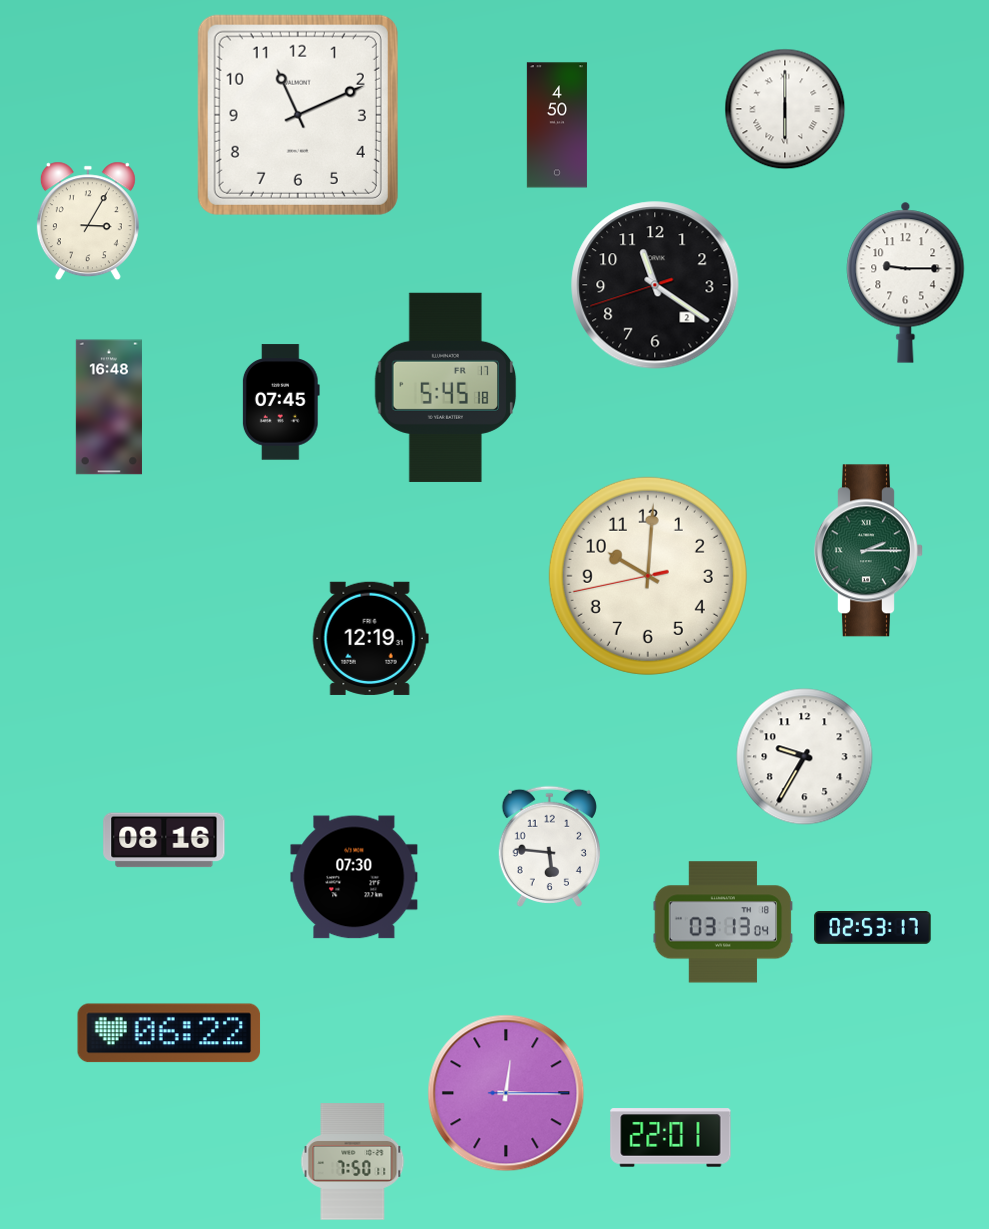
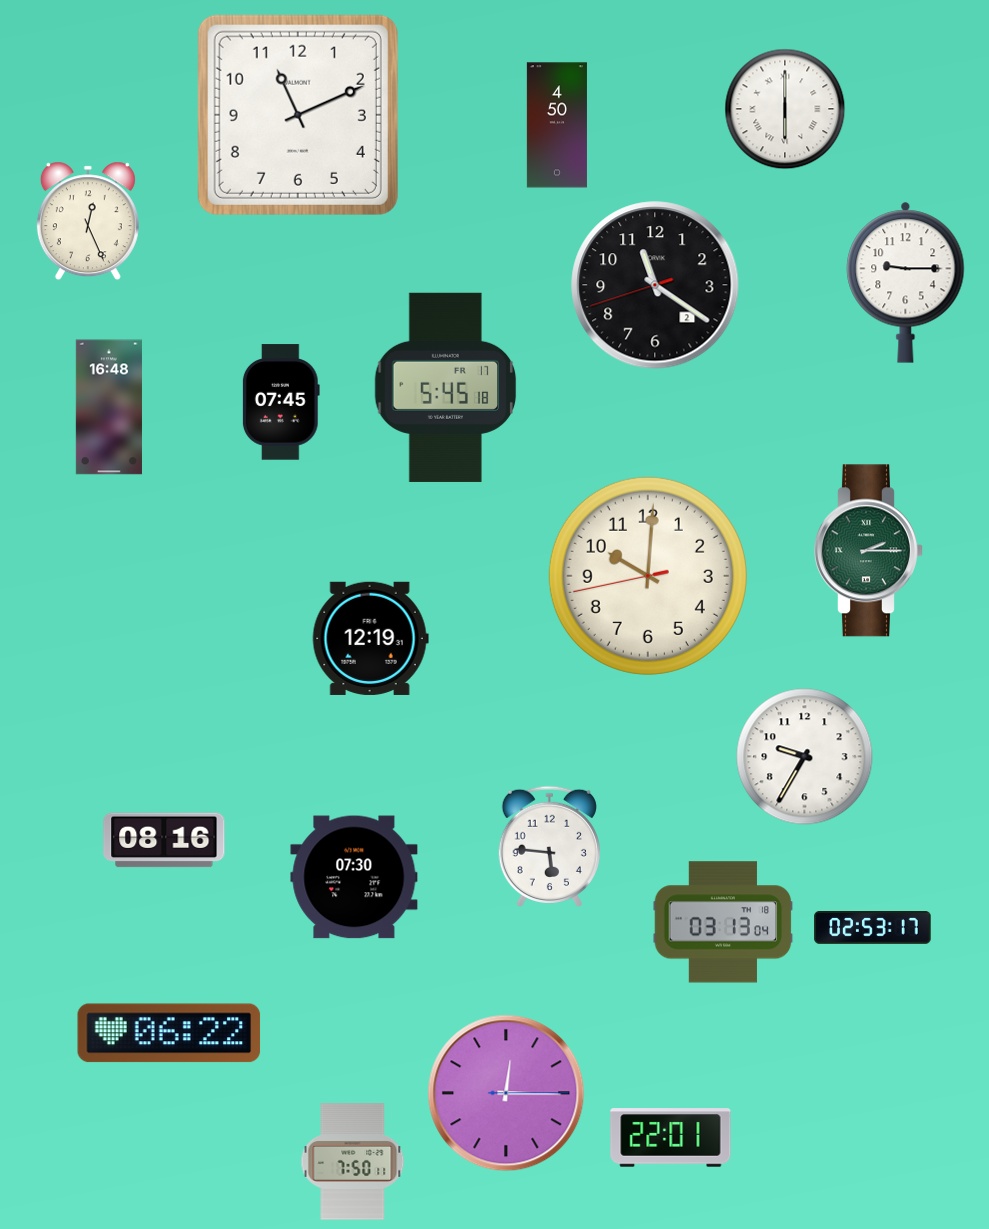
clock at (88, 221): 3:05 -> 12:26
